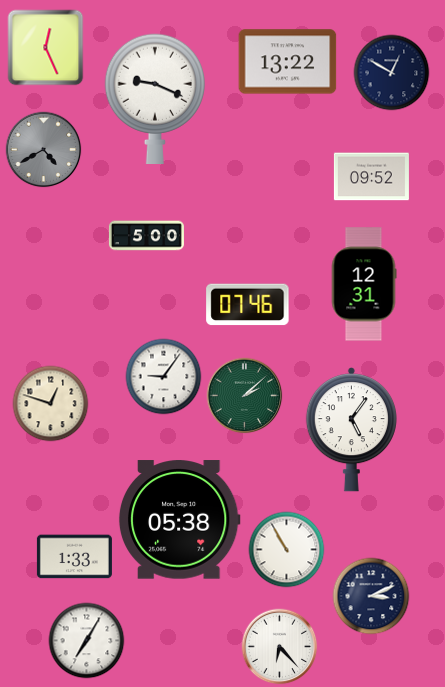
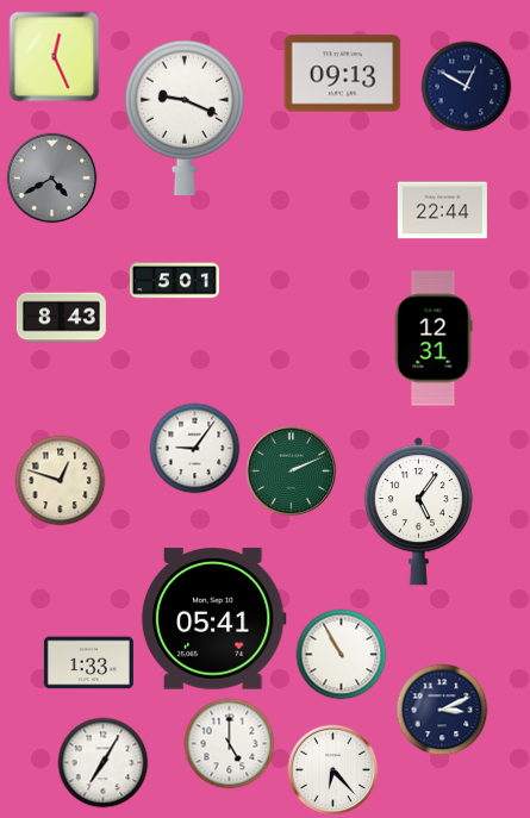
clock at (288, 62): 13:22 -> 09:13
clock at (371, 177): 09:52 -> 22:44
clock at (146, 236): 5:00 -> 5:01
clock at (61, 318): none -> 8:43
clock at (248, 305): 07:46 -> none
clock at (245, 396): 2:08 -> 2:11
clock at (179, 520): 05:38 -> 05:41
clock at (230, 744): none -> 5:00
